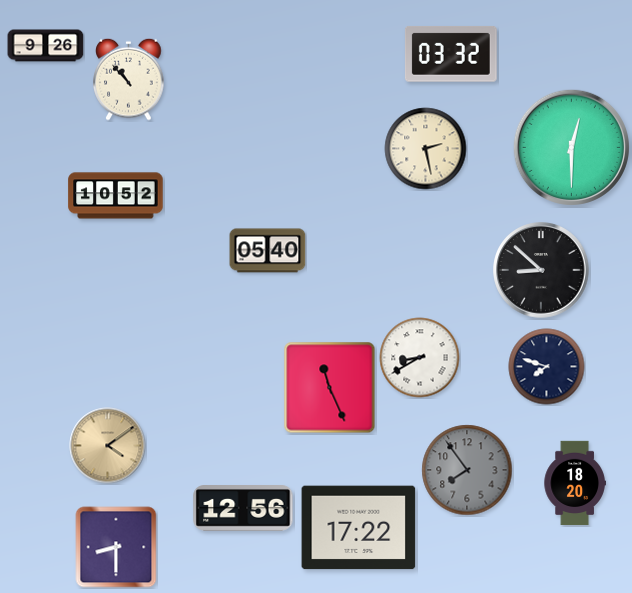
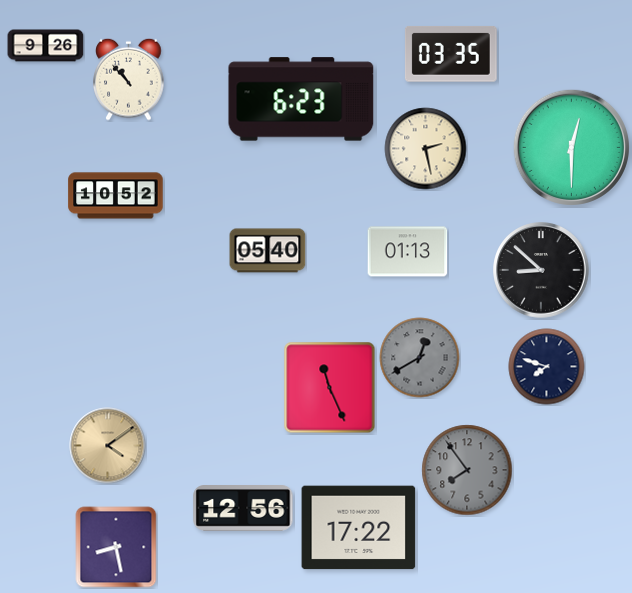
clock at (451, 54): 03:32 -> 03:35
clock at (301, 99): none -> 6:23
clock at (408, 252): none -> 01:13
clock at (420, 358): 8:40 -> 12:40
clock at (420, 358) dial: white -> grey
clock at (575, 483): 18:20 -> none
clock at (116, 547): 8:30 -> 8:28
